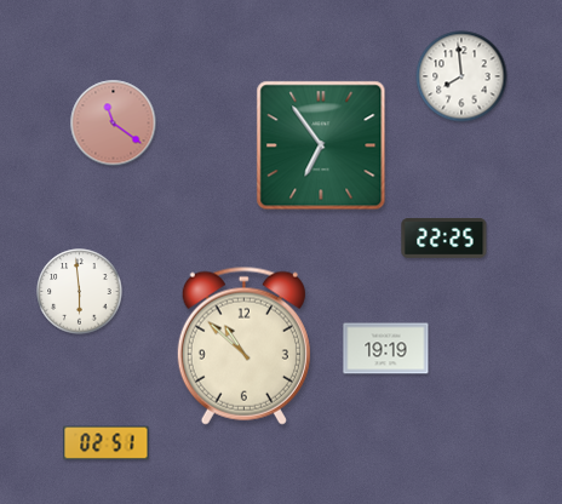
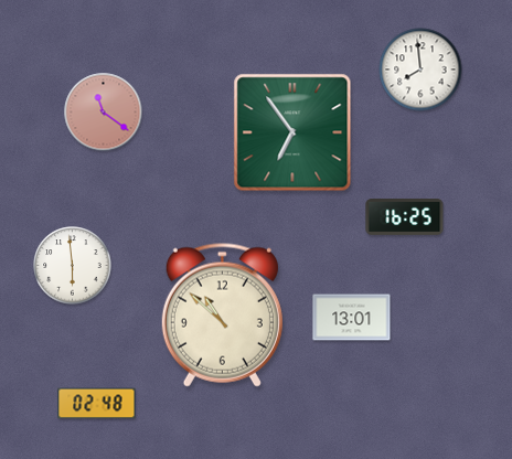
clock at (445, 239): 22:25 -> 16:25
clock at (386, 349): 19:19 -> 13:01
clock at (107, 443): 02:51 -> 02:48
